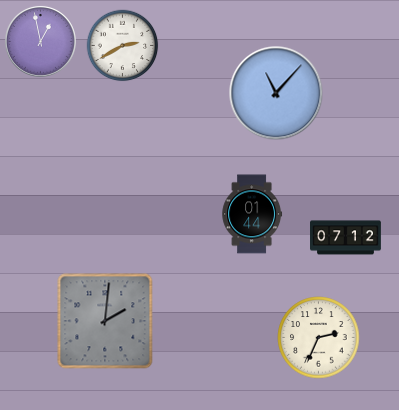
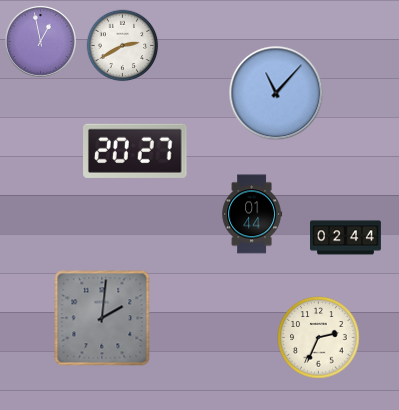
clock at (136, 151): none -> 20:27
clock at (346, 238): 07:12 -> 02:44
clock at (105, 321) position: (105, 321) -> (102, 318)
